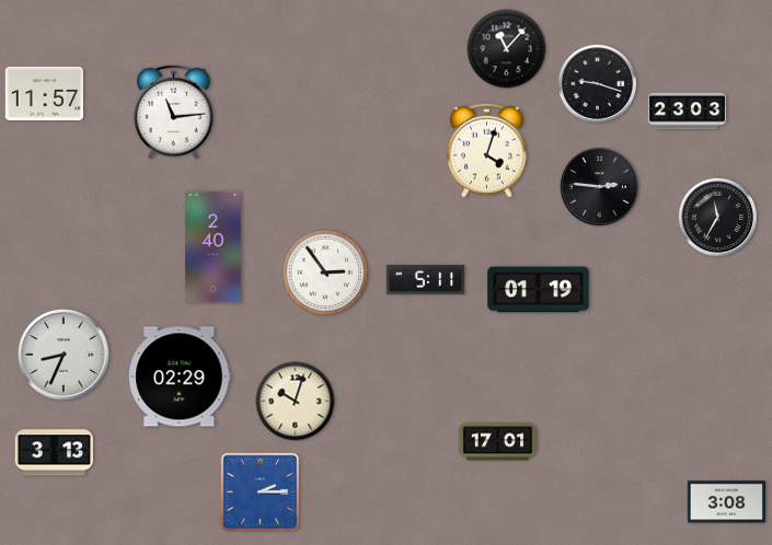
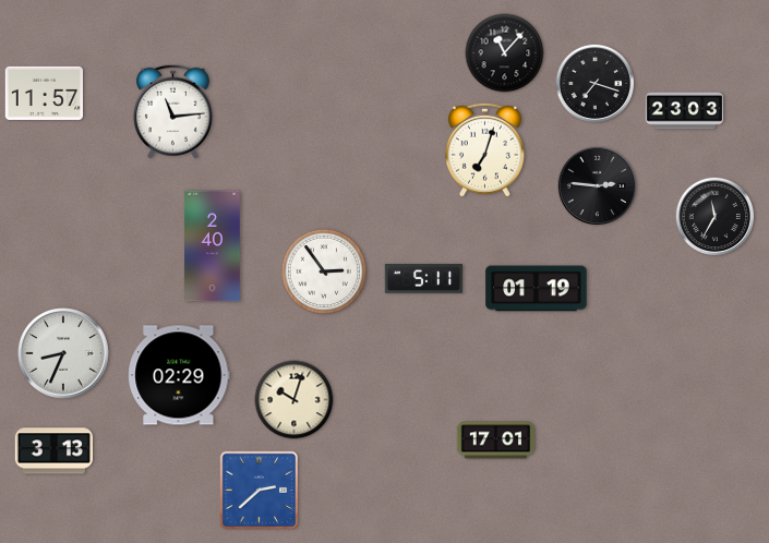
clock at (507, 49) position: (507, 49) -> (505, 53)
clock at (598, 84): 9:18 -> 7:18
clock at (486, 150): 4:03 -> 7:03
clock at (261, 492): 2:15 -> 2:38
clock at (727, 502): 3:08 -> none
